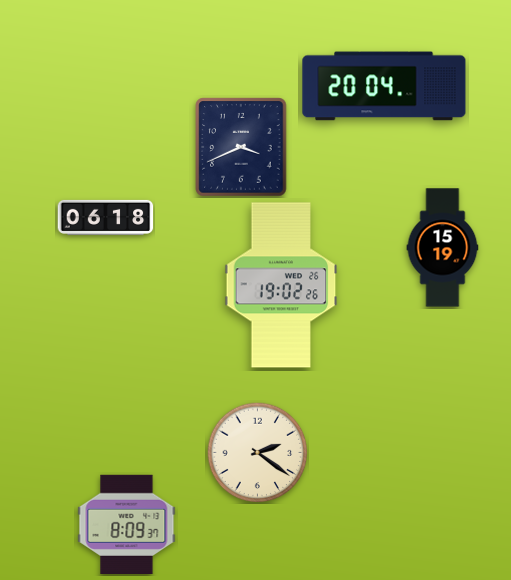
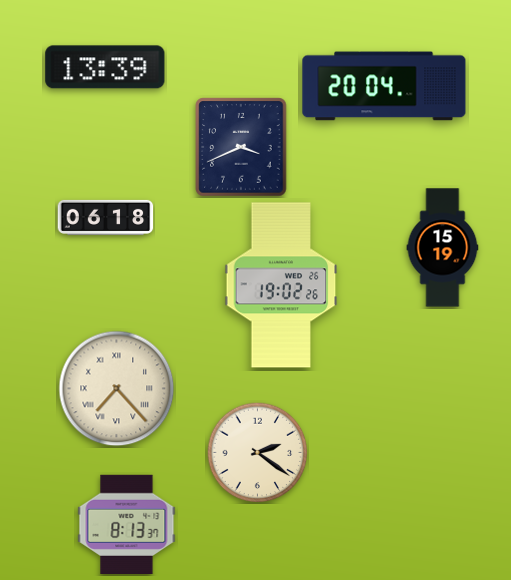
clock at (105, 67): none -> 13:39
clock at (117, 389): none -> 7:23
clock at (127, 524): 8:09 -> 8:13
